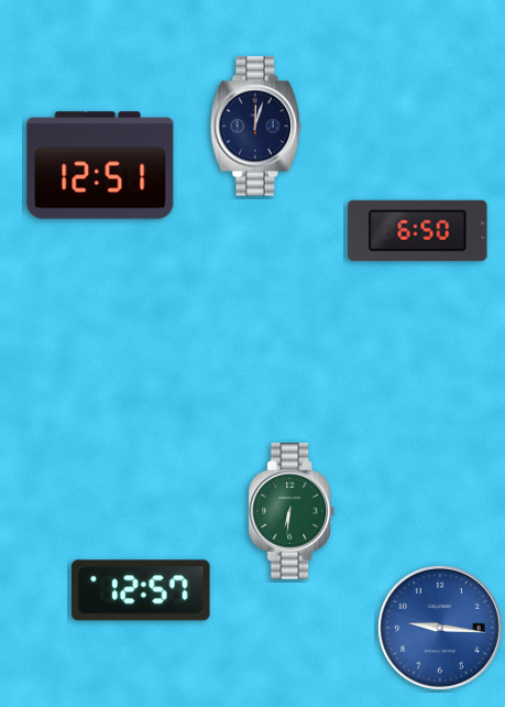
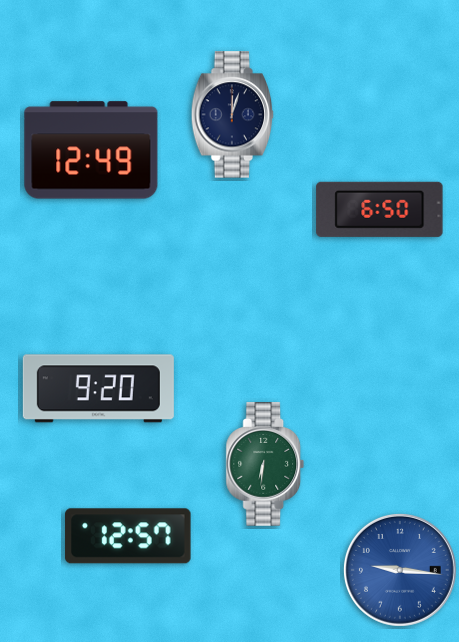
clock at (100, 165): 12:51 -> 12:49
clock at (98, 389): none -> 9:20
